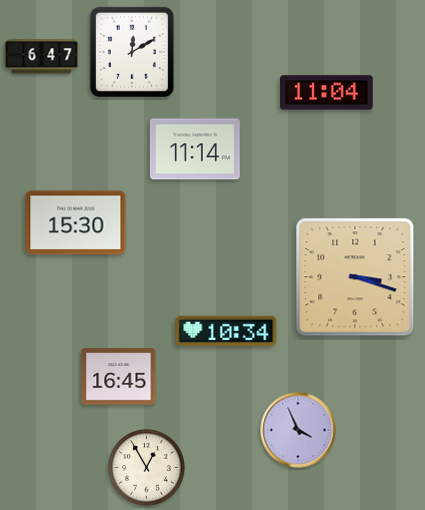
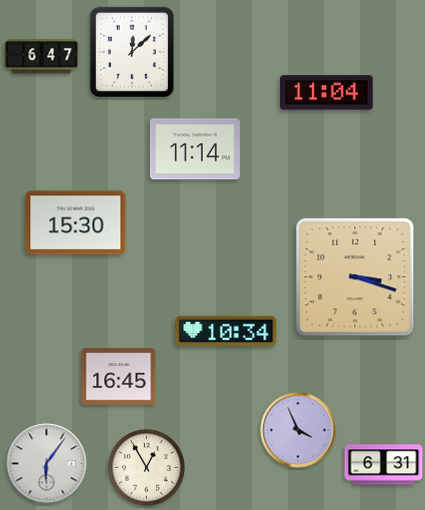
clock at (132, 52): 12:10 -> 12:08
clock at (47, 464): none -> 6:06
clock at (384, 465): none -> 6:31
